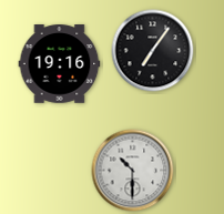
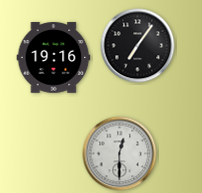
clock at (133, 171): 10:30 -> 12:30
